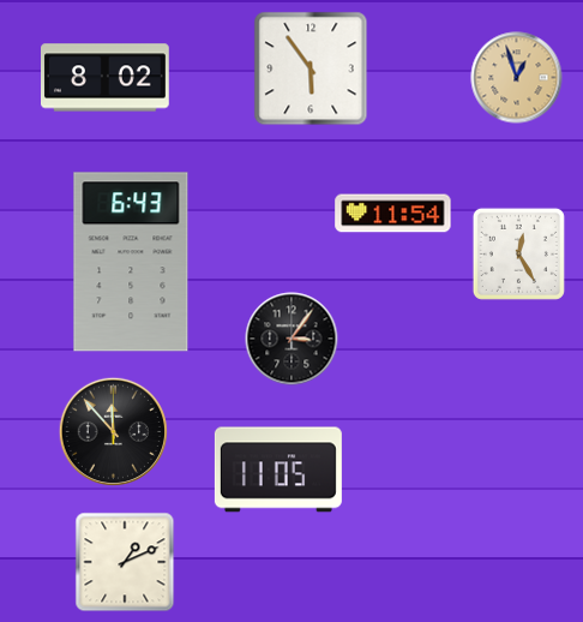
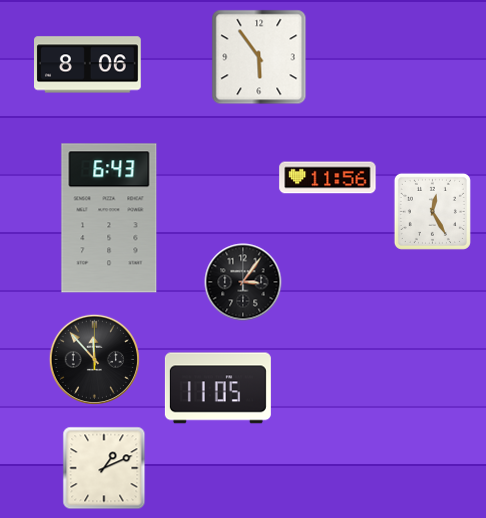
clock at (106, 78): 8:02 -> 8:06
clock at (517, 78): 12:57 -> none
clock at (393, 214): 11:54 -> 11:56
clock at (278, 470) position: (278, 470) -> (218, 388)
